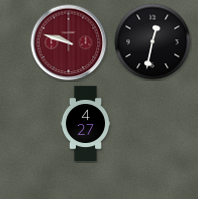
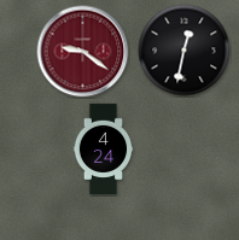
clock at (69, 43): 9:48 -> 9:21
clock at (86, 124): 4:27 -> 4:24
